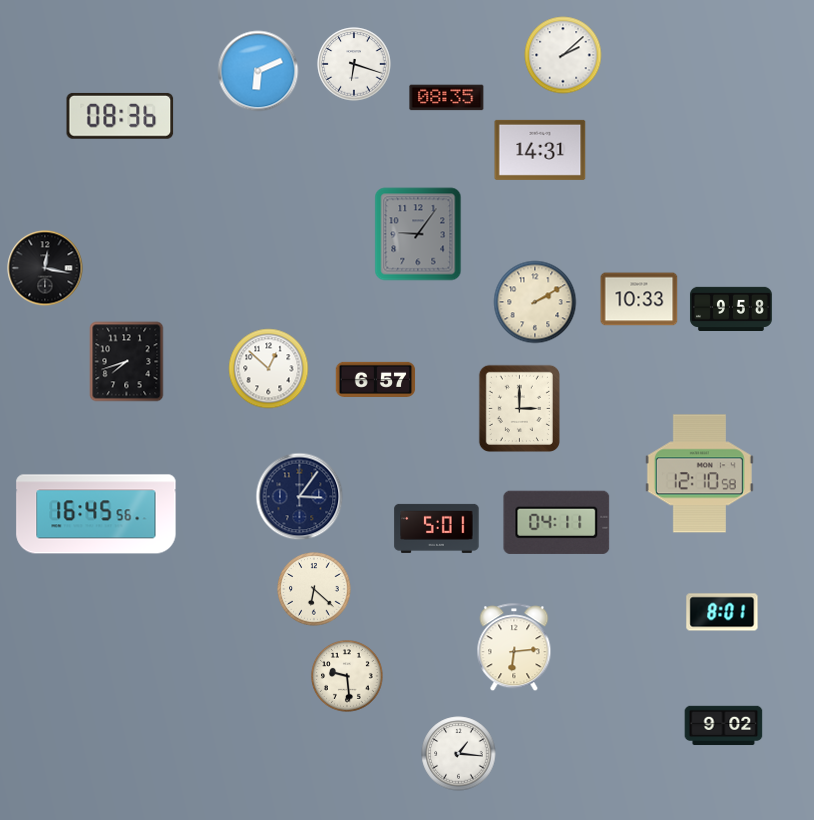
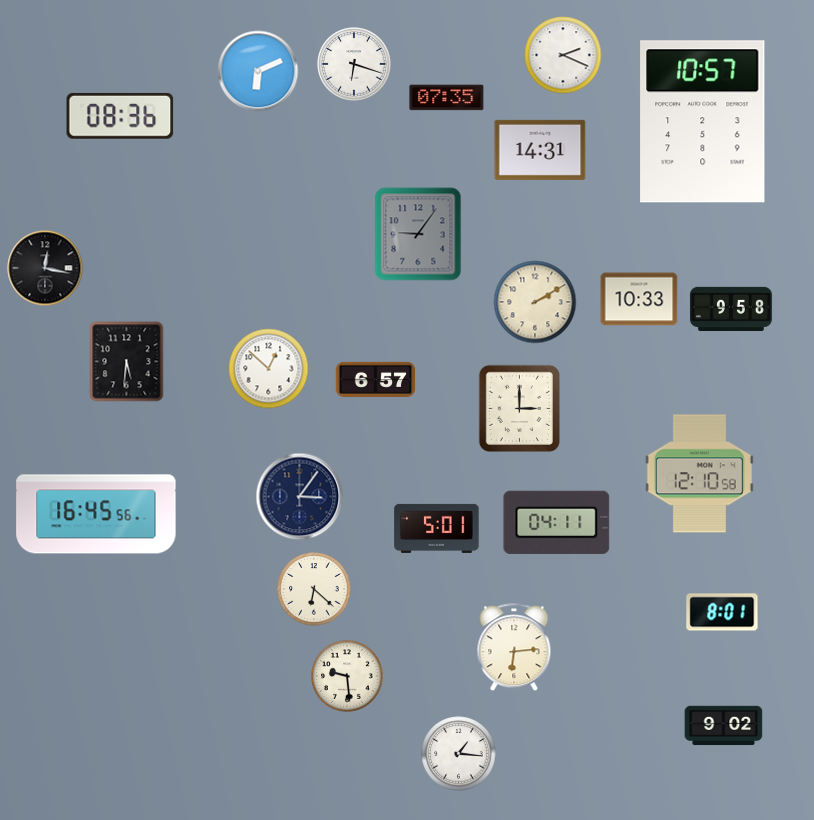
clock at (563, 55): 2:08 -> 2:19
clock at (447, 98): 08:35 -> 07:35
clock at (703, 122): none -> 10:57
clock at (127, 362): 7:42 -> 5:31
